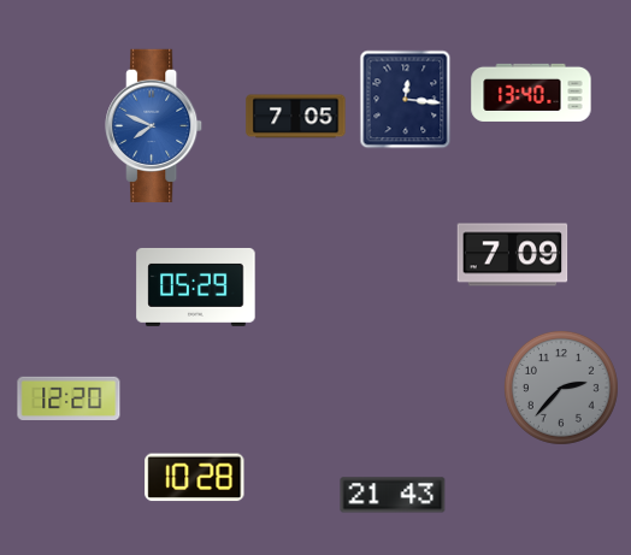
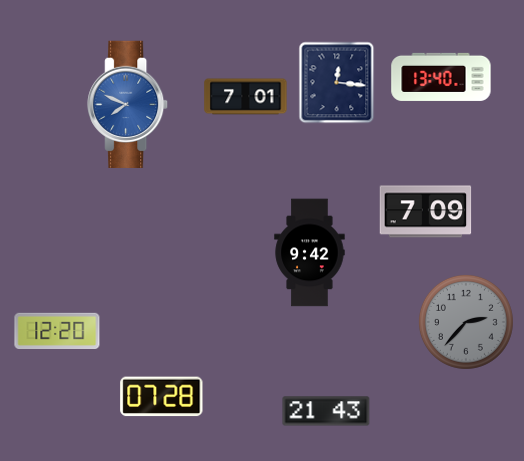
clock at (296, 117): 7:05 -> 7:01
clock at (196, 287): 05:29 -> none
clock at (310, 253): none -> 9:42
clock at (195, 478): 10:28 -> 07:28
